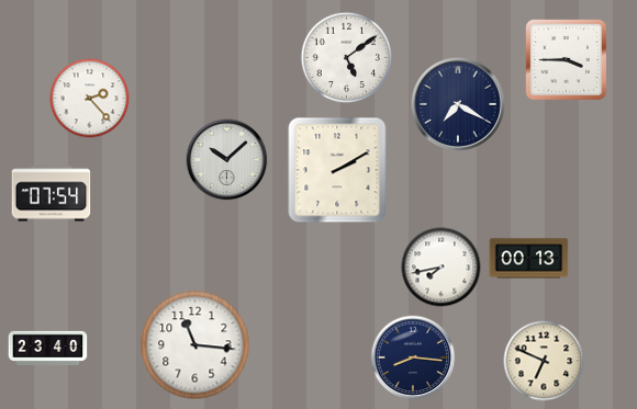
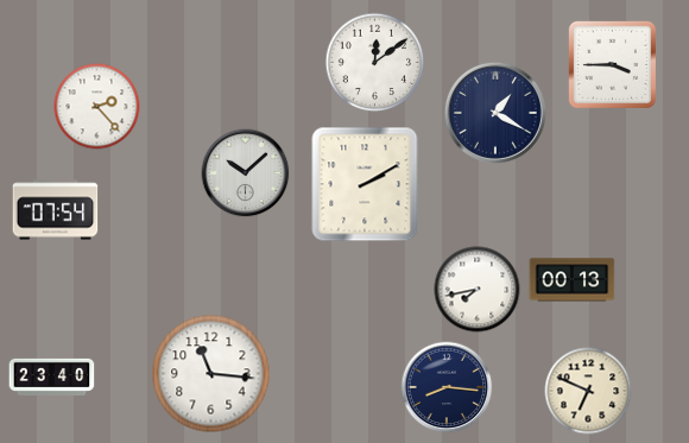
clock at (347, 58): 5:09 -> 12:09
clock at (458, 104): 7:20 -> 1:20
